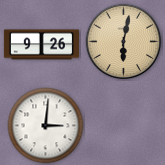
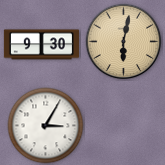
clock at (41, 45): 9:26 -> 9:30
clock at (46, 126): 3:01 -> 3:05
